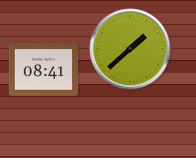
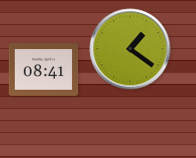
clock at (130, 49): 1:38 -> 1:21
